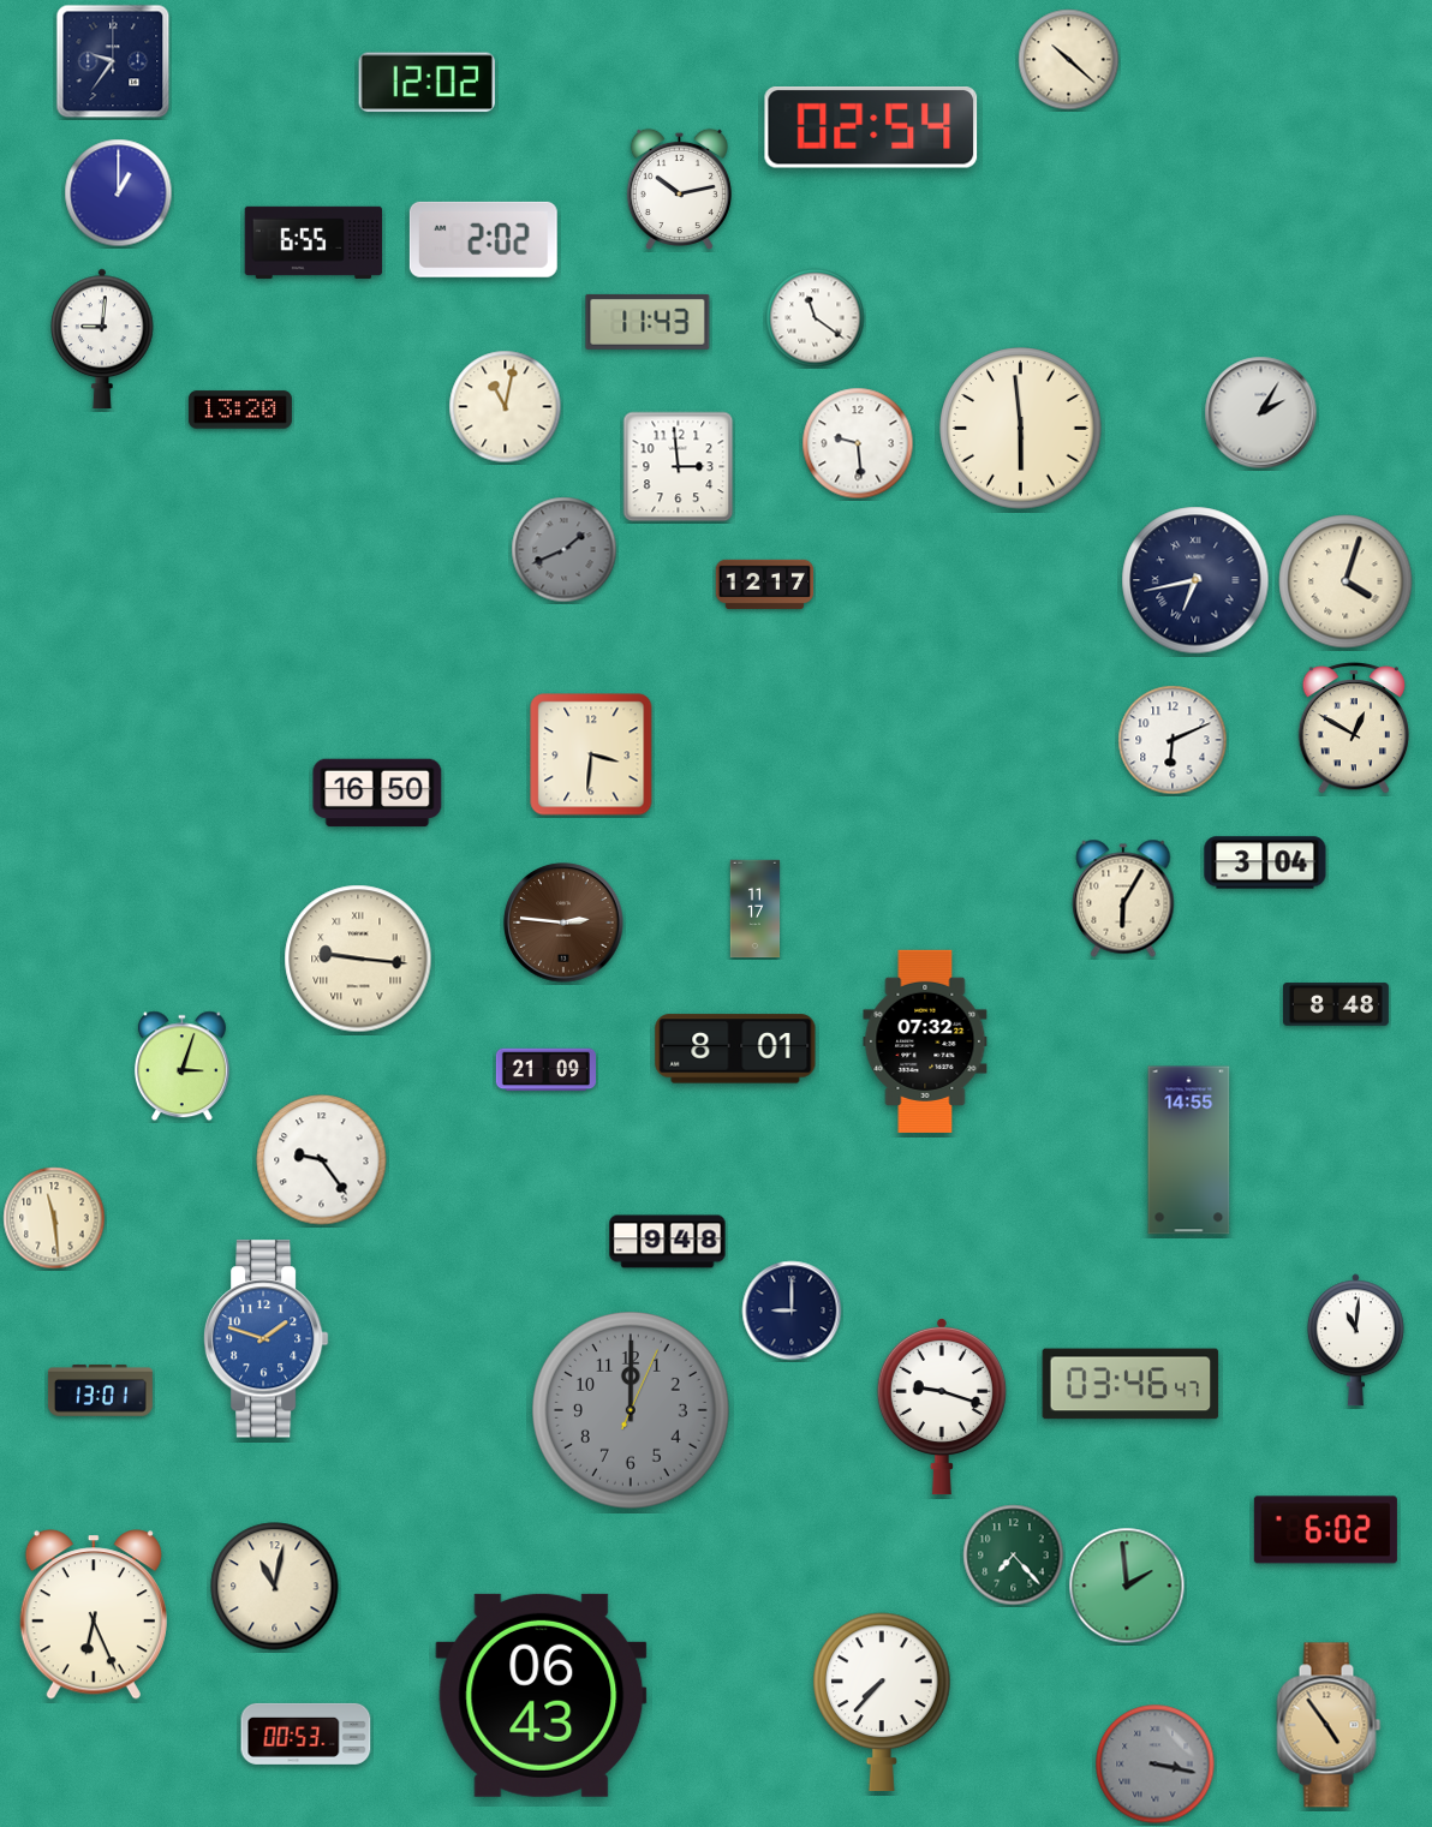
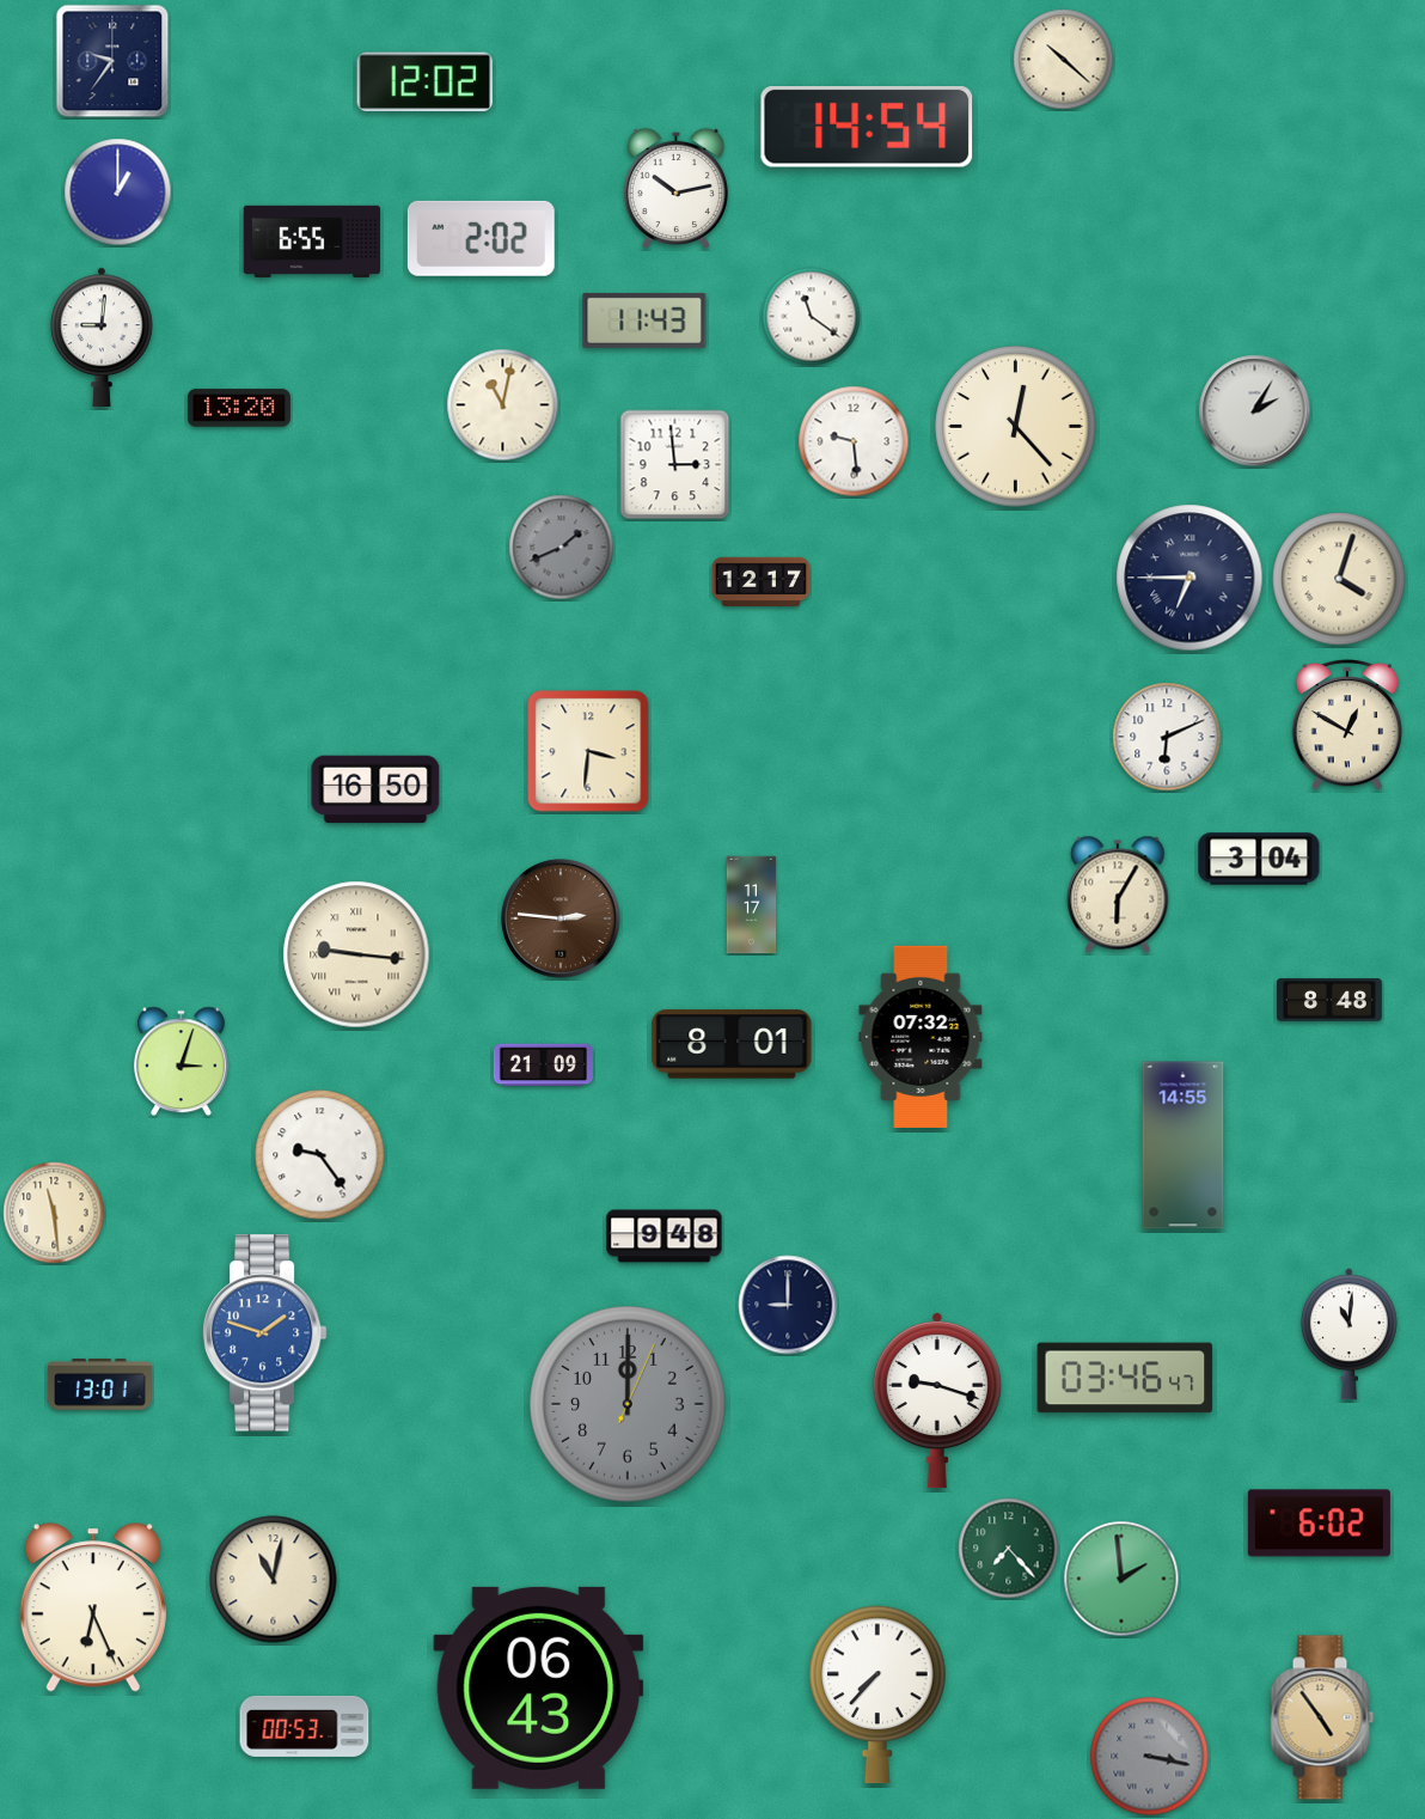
clock at (871, 129): 02:54 -> 14:54
clock at (1021, 429): 5:59 -> 12:23
clock at (1195, 580): 6:43 -> 6:45
